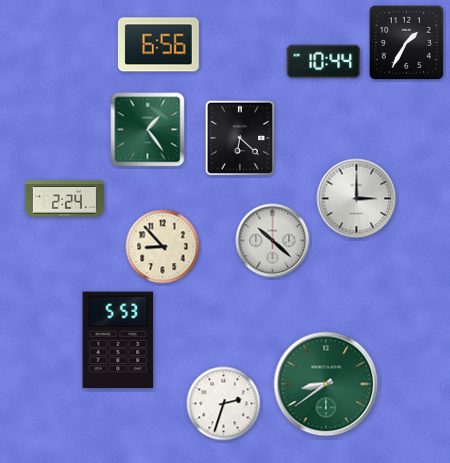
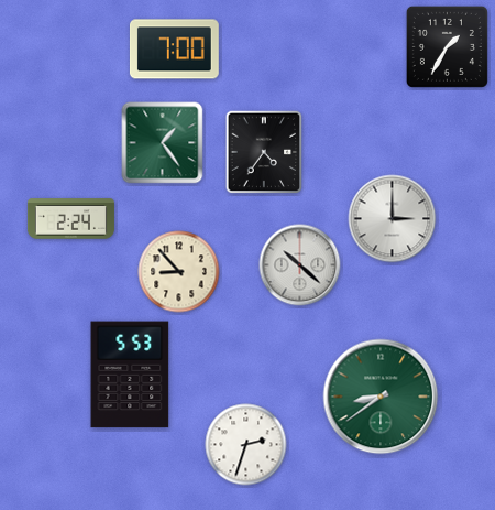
clock at (158, 45): 6:56 -> 7:00
clock at (324, 62): 10:44 -> none
clock at (240, 138): 6:22 -> 4:36
clock at (326, 384) position: (326, 384) -> (381, 397)
